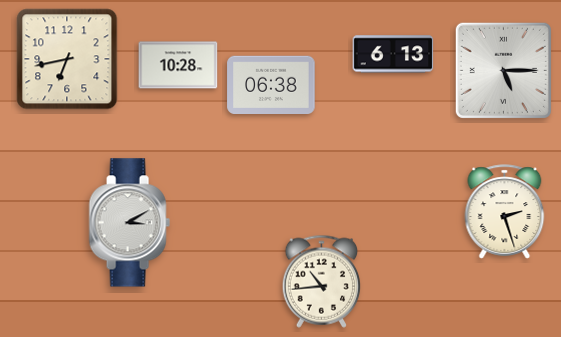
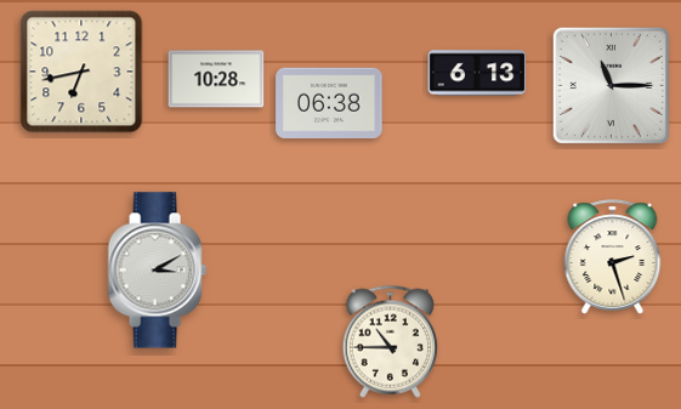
clock at (393, 54) position: (393, 54) -> (477, 73)
clock at (503, 70): 5:15 -> 11:15
clock at (322, 281): 10:44 -> 10:45
